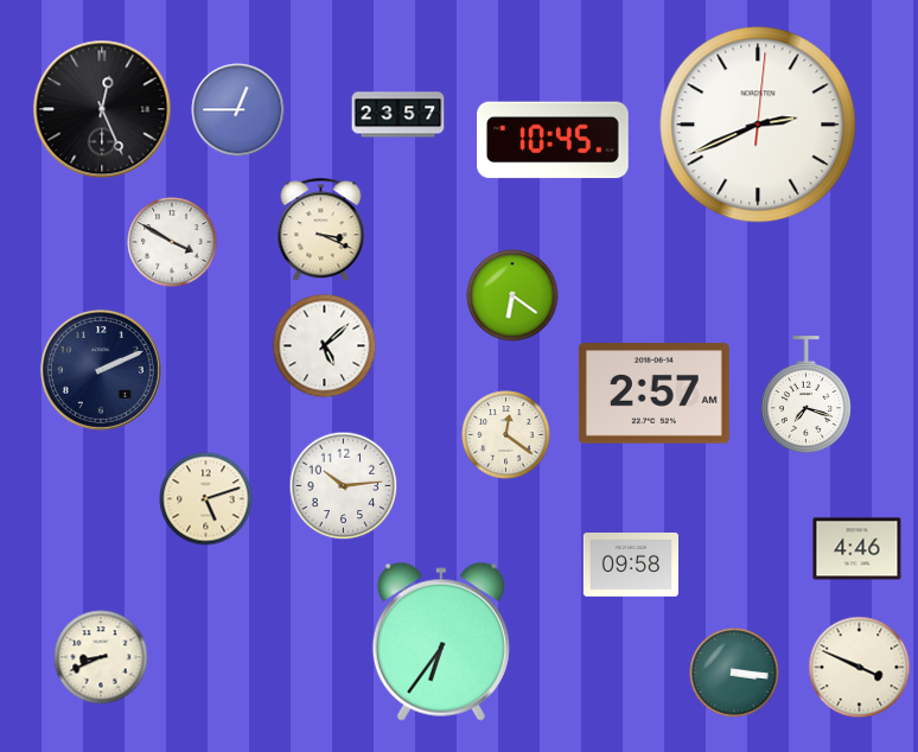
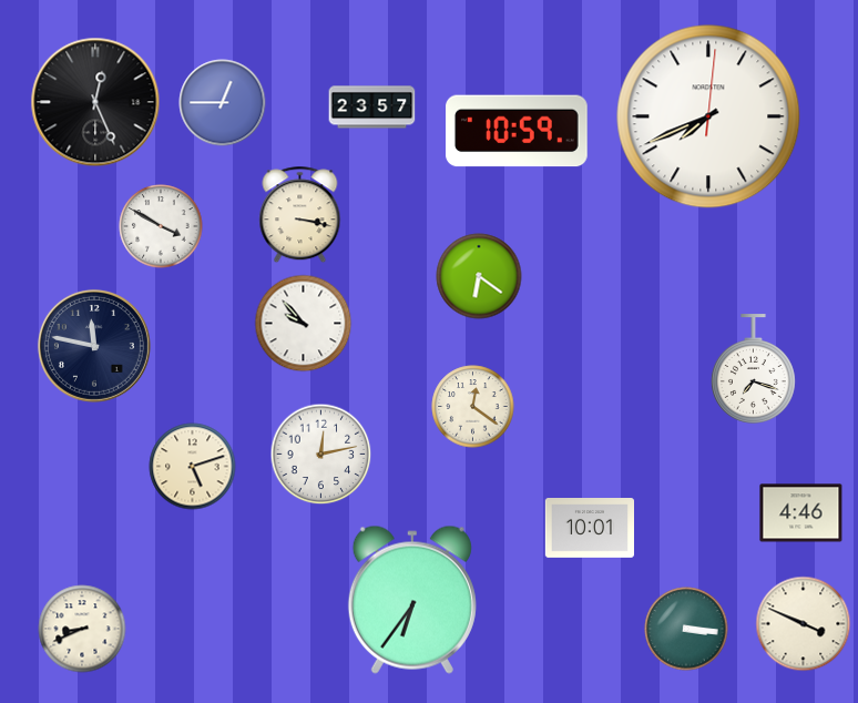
clock at (758, 125): 2:41 -> 7:41
clock at (554, 140): 10:45 -> 10:59
clock at (321, 230): 3:19 -> 3:17
clock at (325, 346): 5:08 -> 9:53
clock at (101, 370): 2:11 -> 11:47
clock at (654, 394): 2:57 -> none
clock at (344, 486): 10:14 -> 12:13
clock at (630, 566): 09:58 -> 10:01
clock at (101, 657) position: (101, 657) -> (82, 629)
